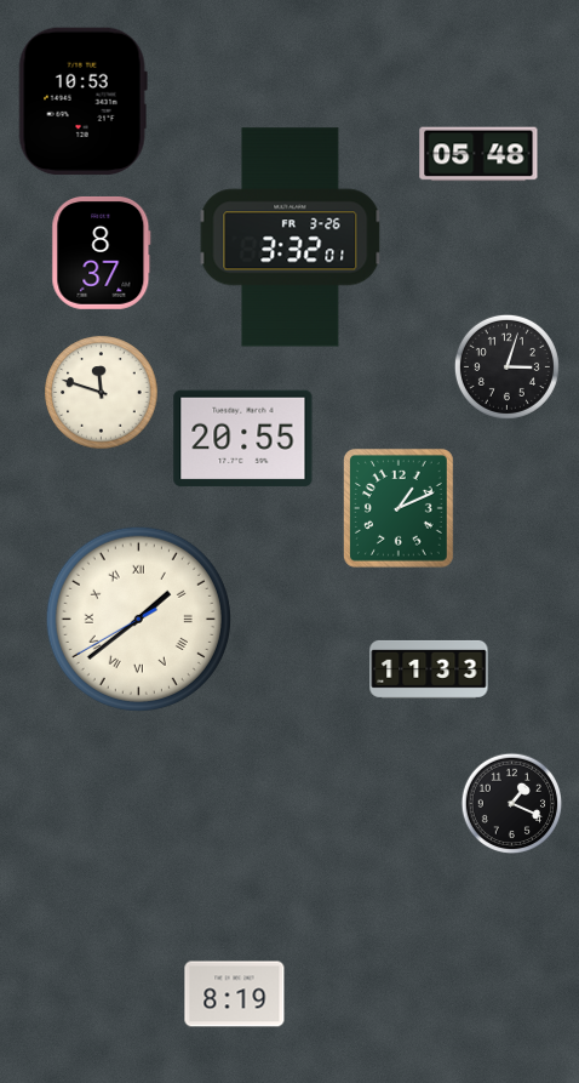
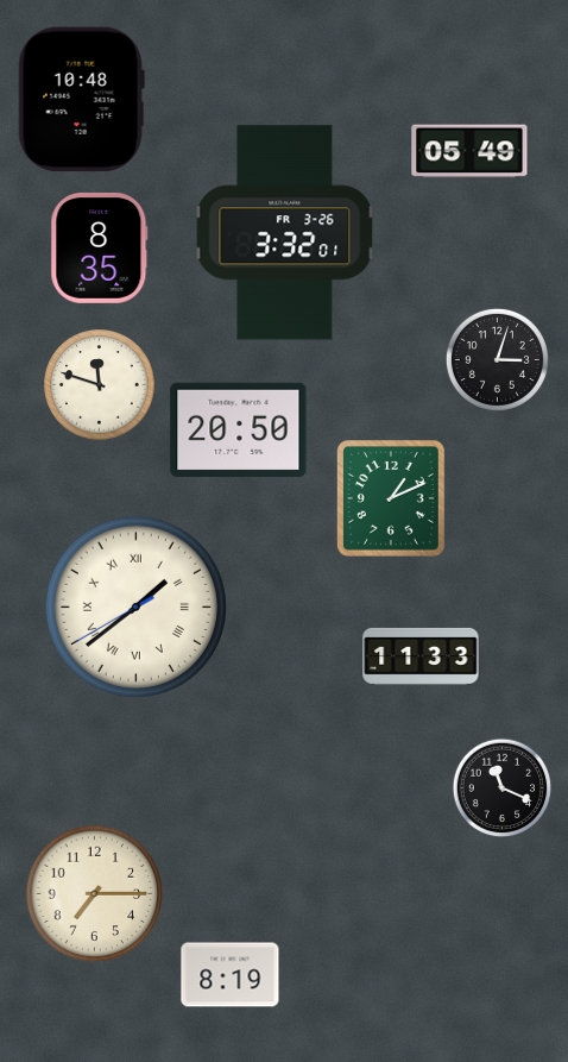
clock at (82, 102): 10:53 -> 10:48
clock at (478, 154): 05:48 -> 05:49
clock at (102, 252): 8:37 -> 8:35
clock at (243, 439): 20:55 -> 20:50
clock at (512, 804): 1:19 -> 11:19
clock at (95, 894): none -> 7:15
